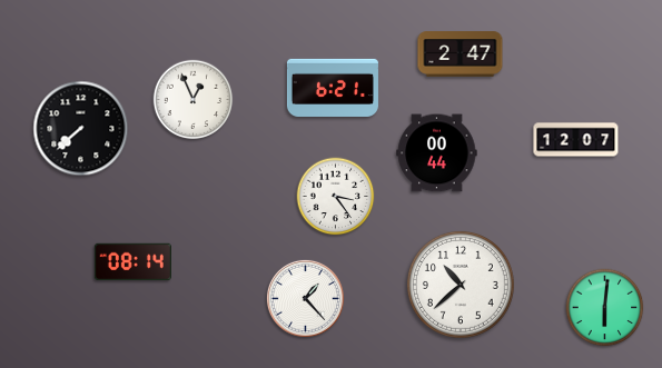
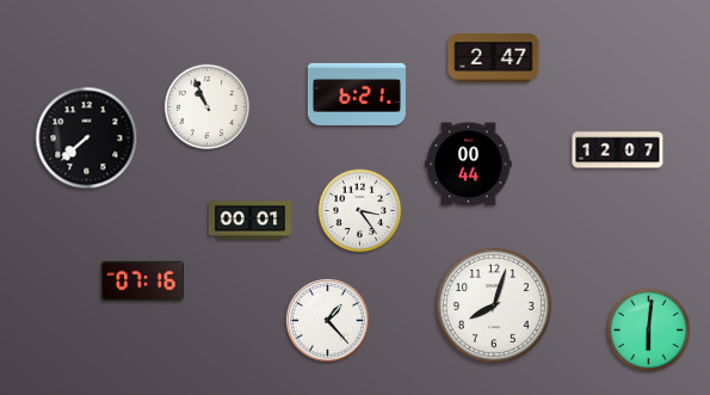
clock at (194, 100): 12:56 -> 10:56
clock at (249, 221): none -> 00:01
clock at (132, 262): 08:14 -> 07:16
clock at (461, 285): 10:38 -> 8:03
